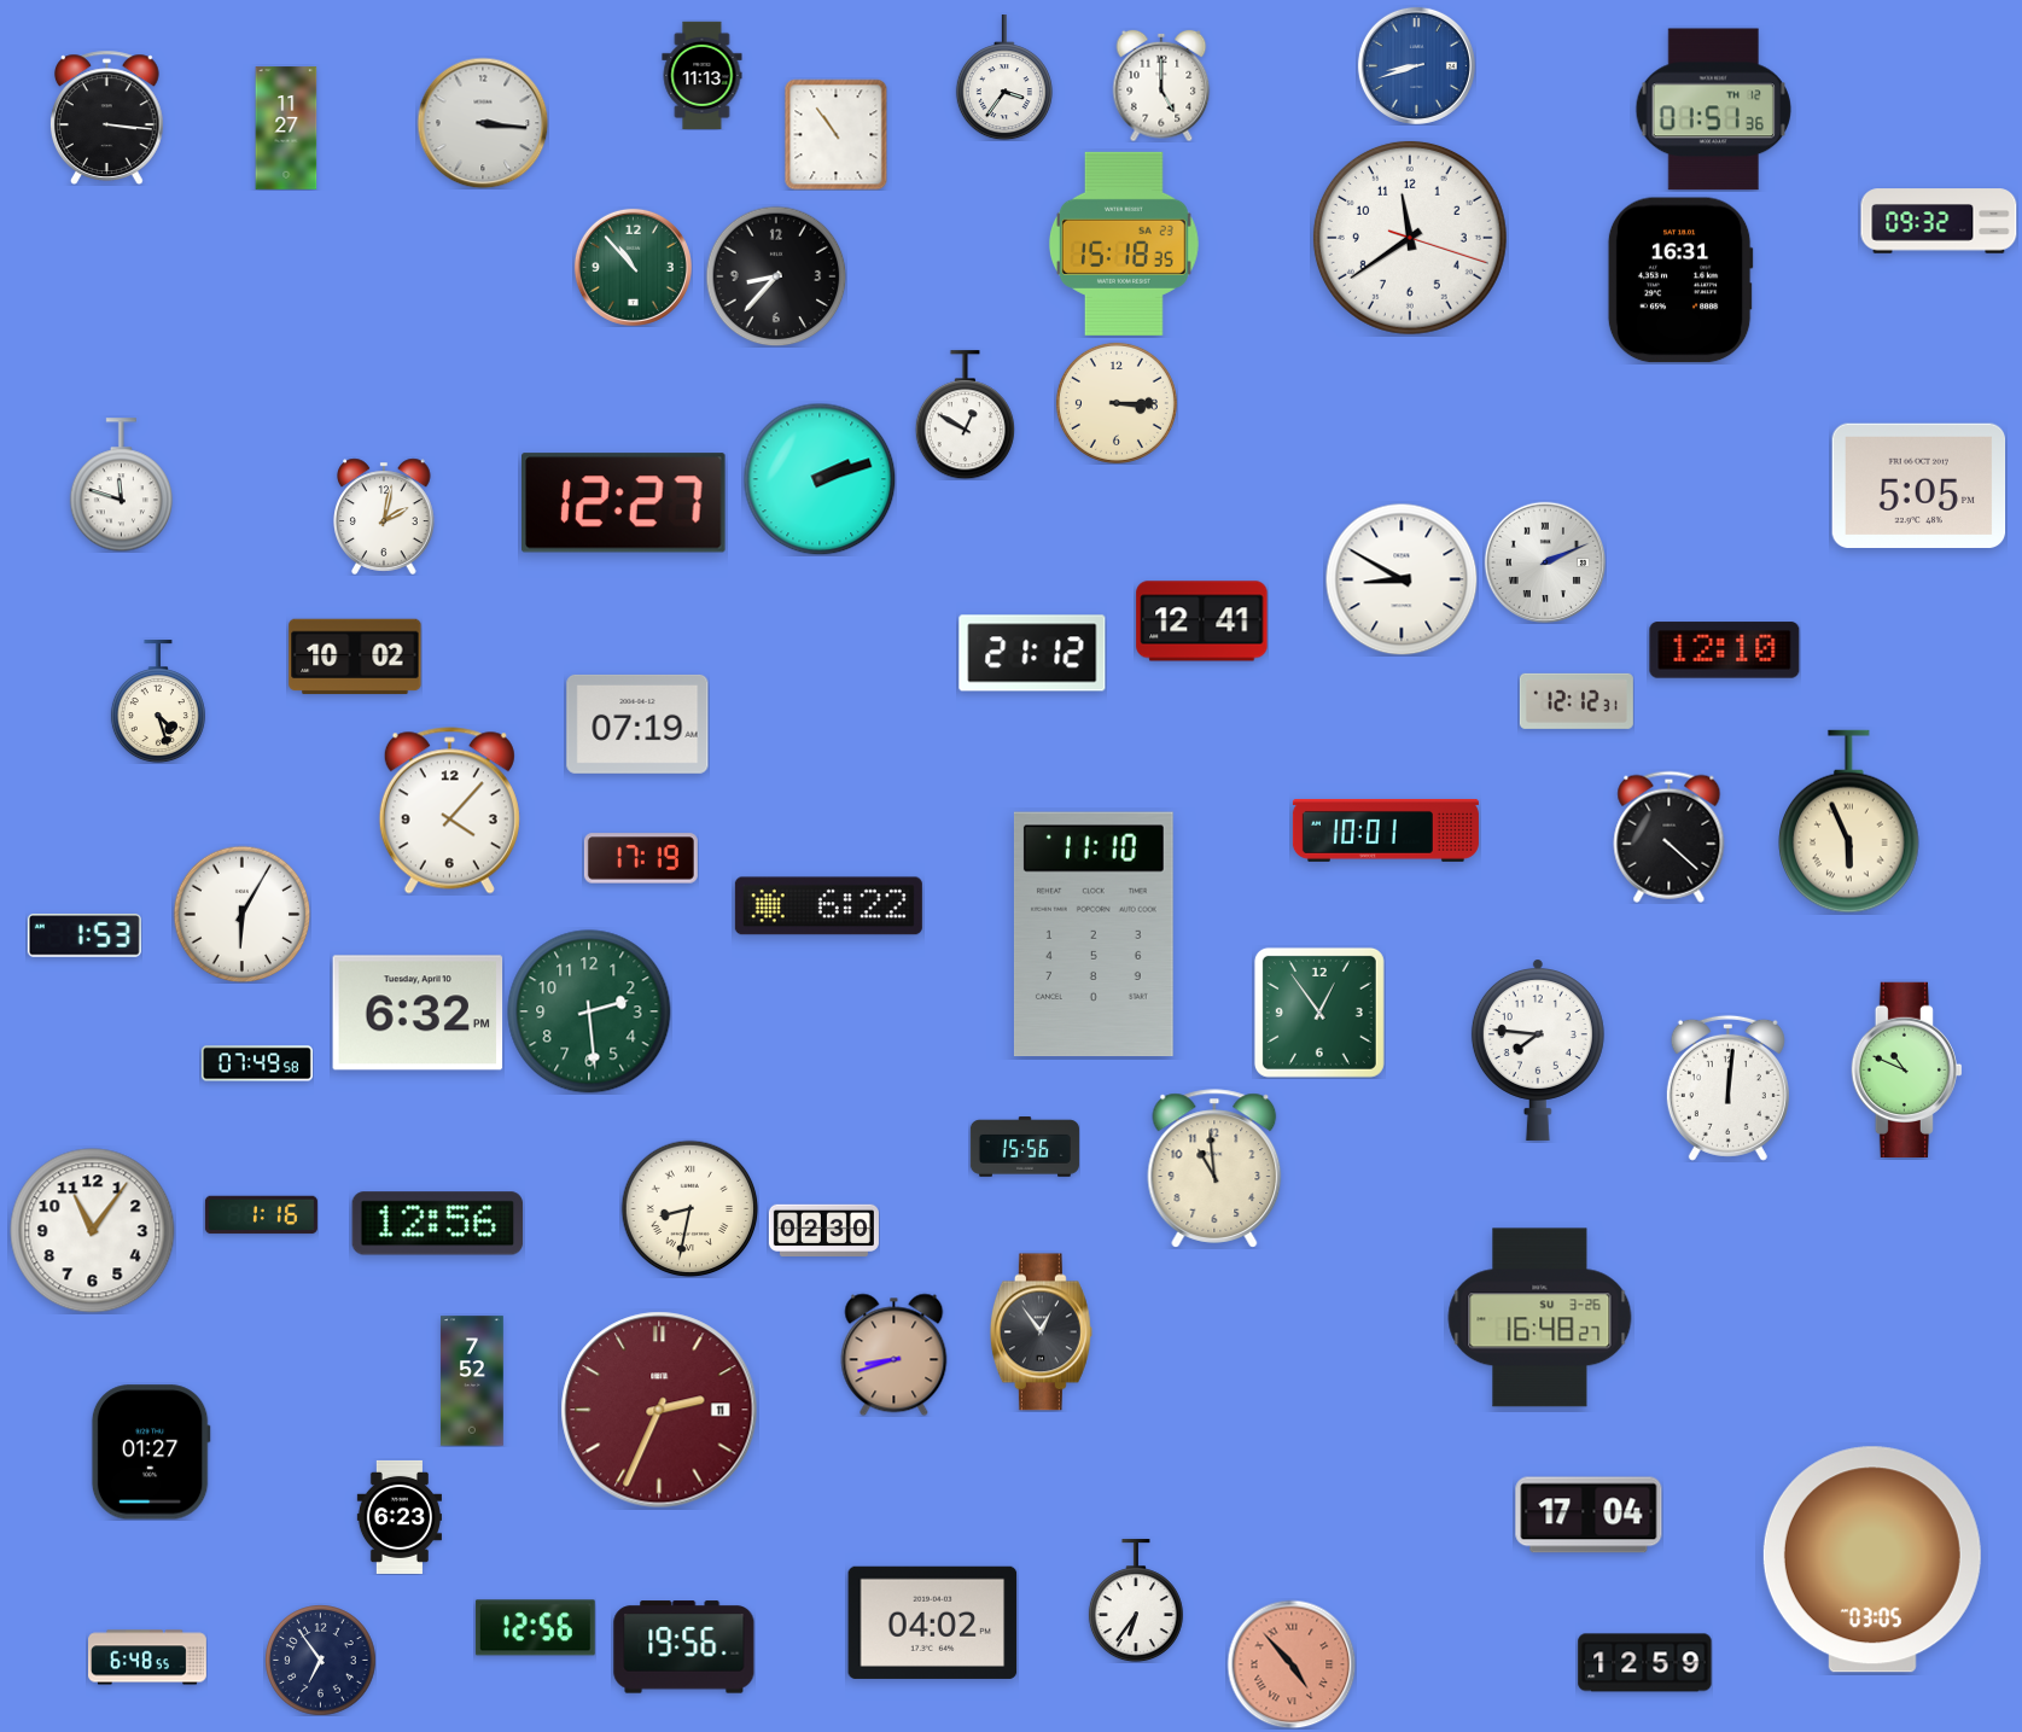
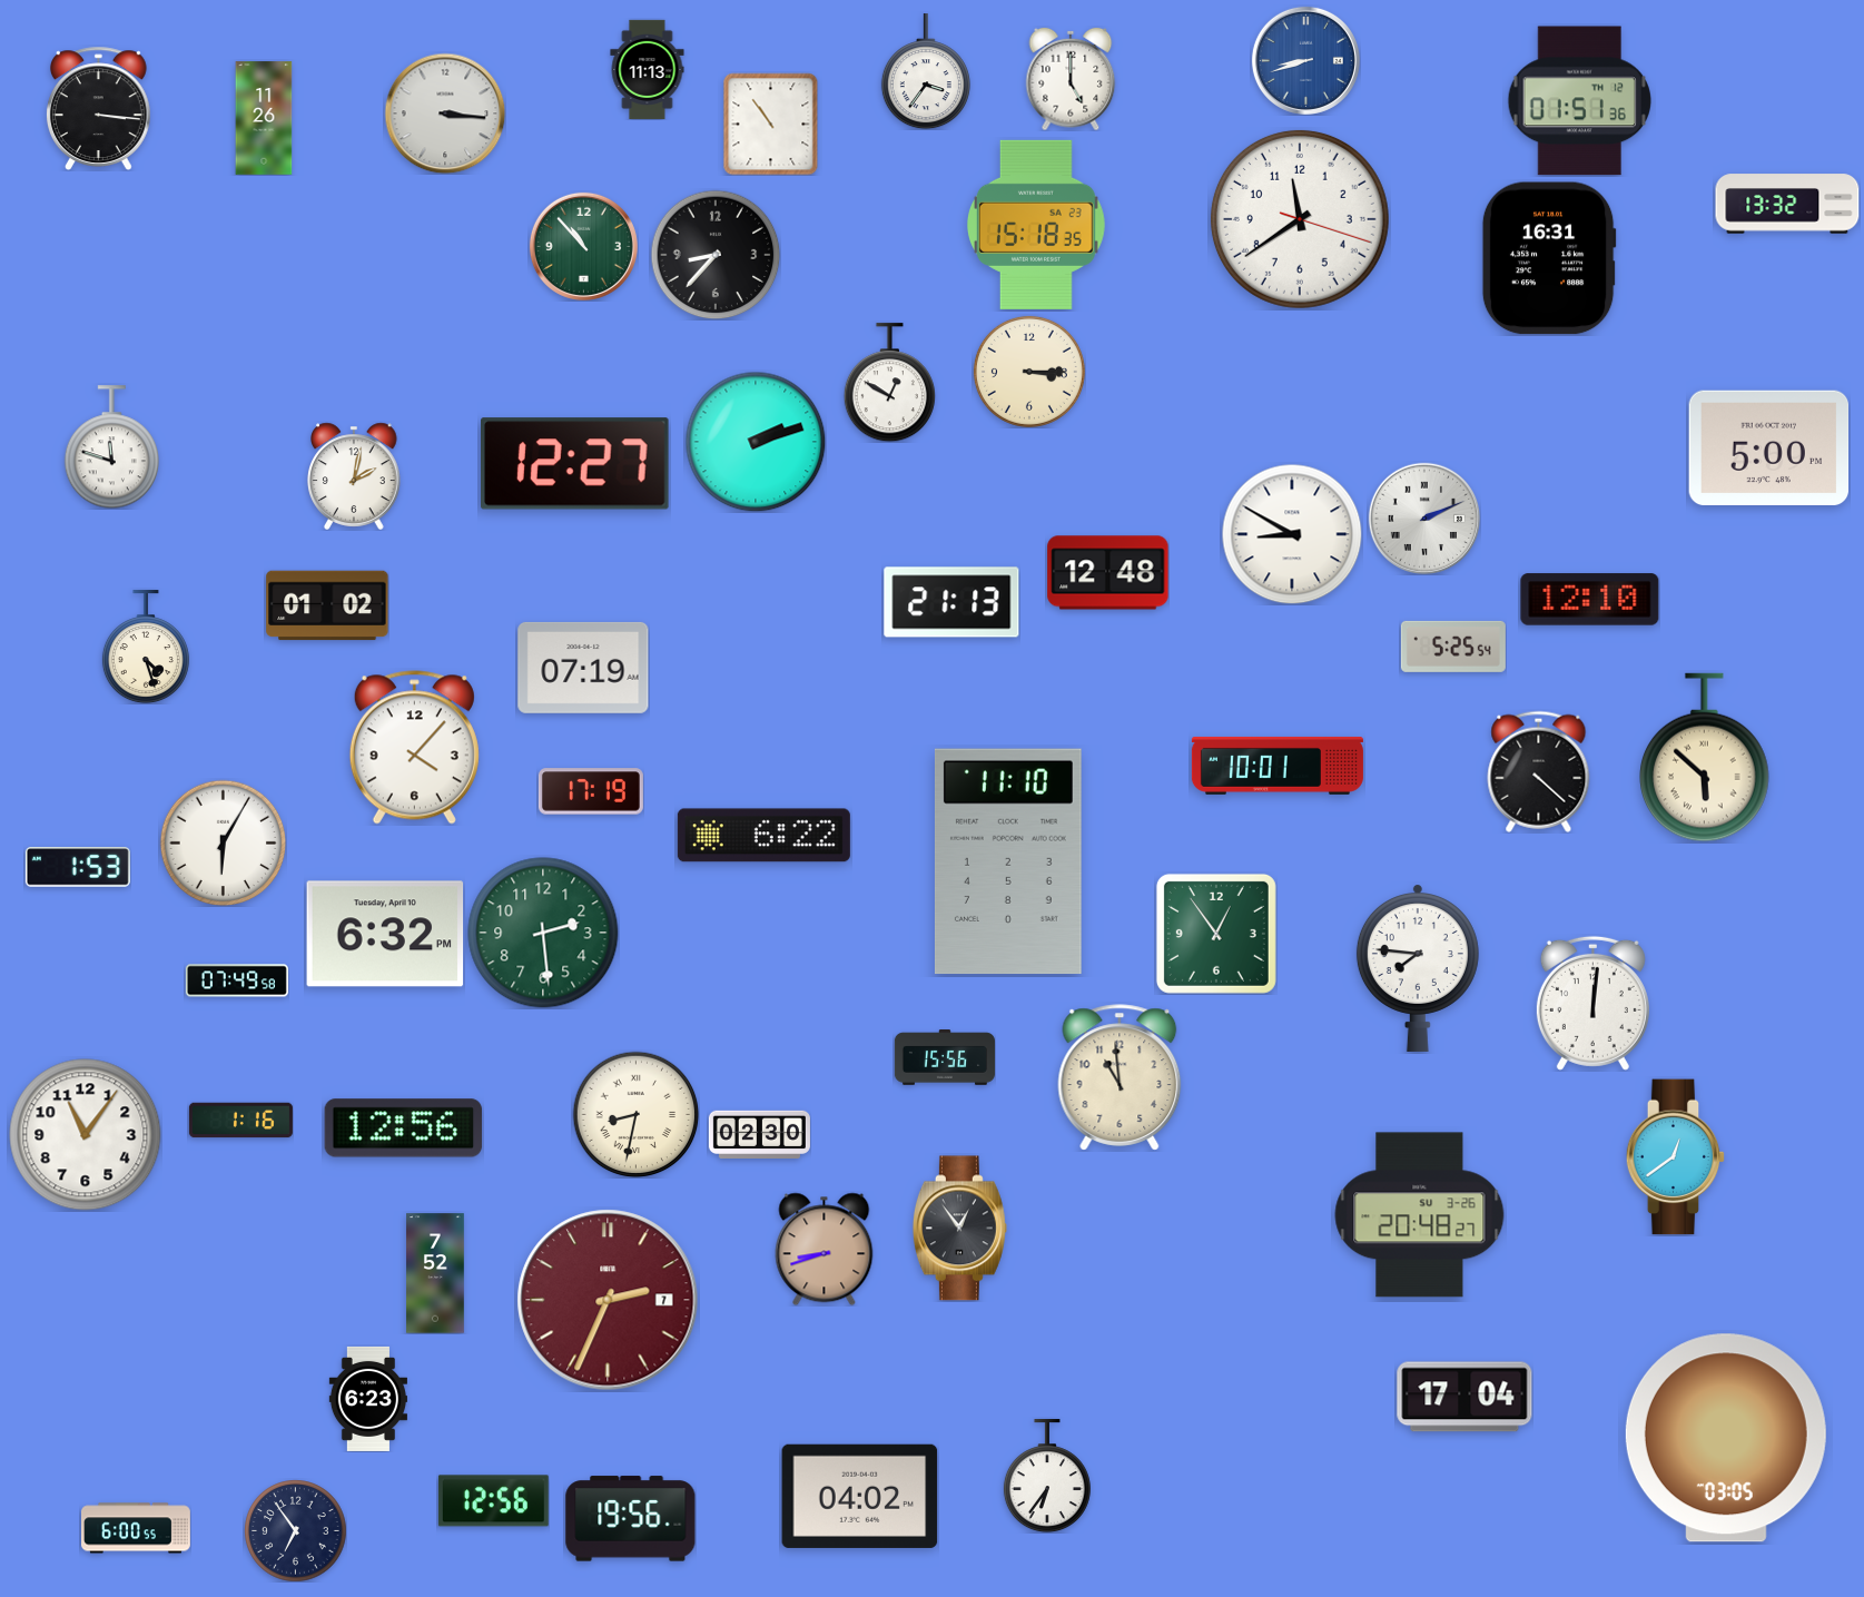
clock at (286, 128): 11:27 -> 11:26
clock at (1939, 221): 09:32 -> 13:32
clock at (1919, 485): 5:05 -> 5:00
clock at (1202, 622): 12:41 -> 12:48
clock at (1032, 653): 21:12 -> 21:13
clock at (355, 657): 10:02 -> 01:02
clock at (1577, 701): 12:12 -> 5:25
clock at (637, 724) position: (637, 724) -> (583, 668)
clock at (1849, 822): 5:56 -> 5:52
clock at (85, 935) position: (85, 935) -> (78, 867)
clock at (1906, 1069): 10:49 -> none
clock at (1676, 1157): none -> 12:39
clock at (1540, 1318): 16:48 -> 20:48
clock at (659, 1410) date: 11 -> 7
clock at (151, 1452): 01:27 -> none
clock at (148, 1657): 6:48 -> 6:00
clock at (1645, 1663): 12:59 -> none
clock at (1292, 1664): 4:53 -> none
